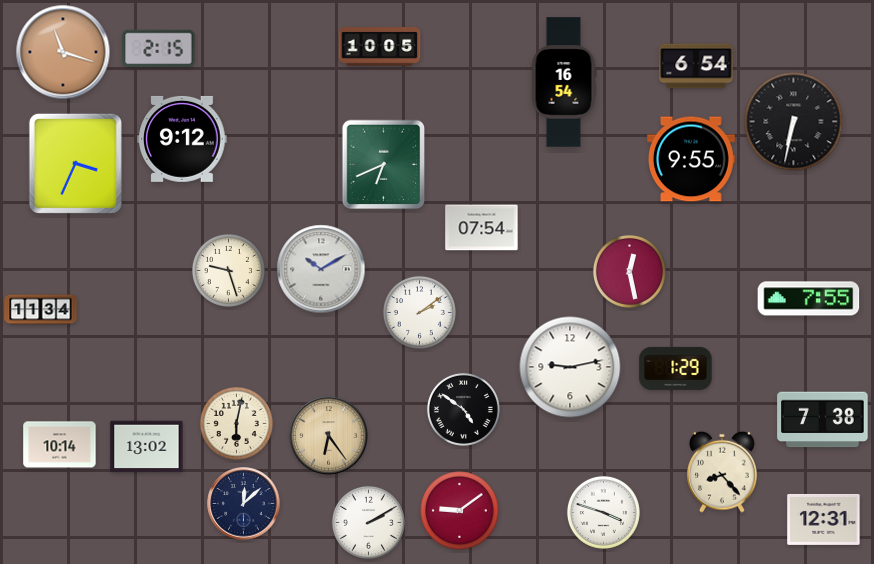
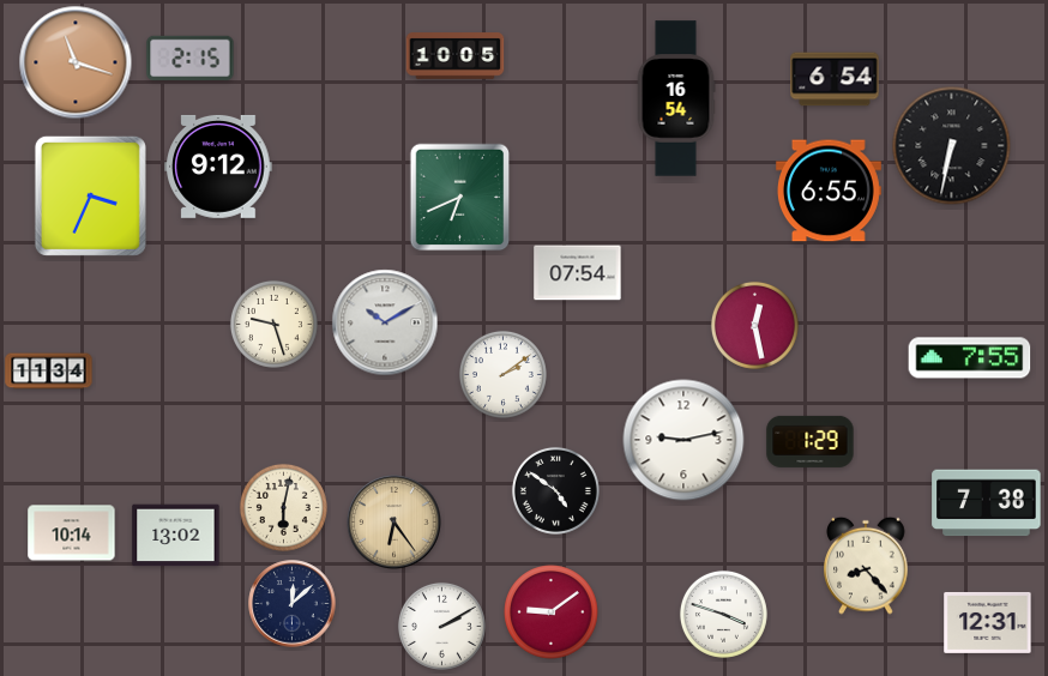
clock at (691, 159): 9:55 -> 6:55
